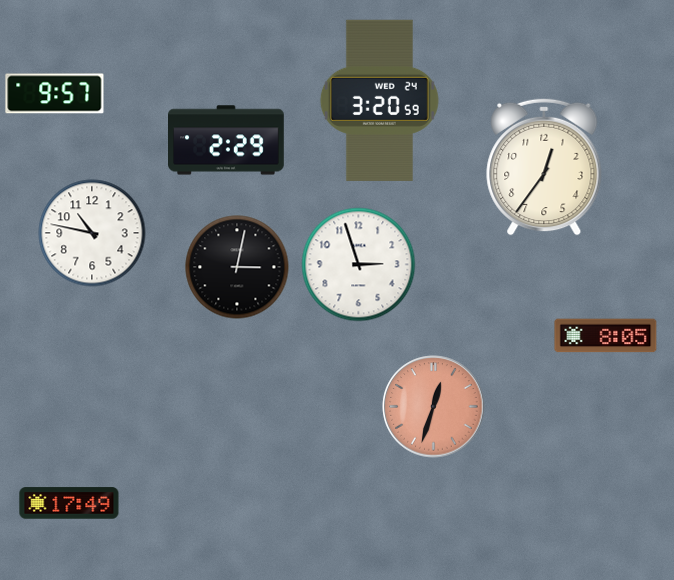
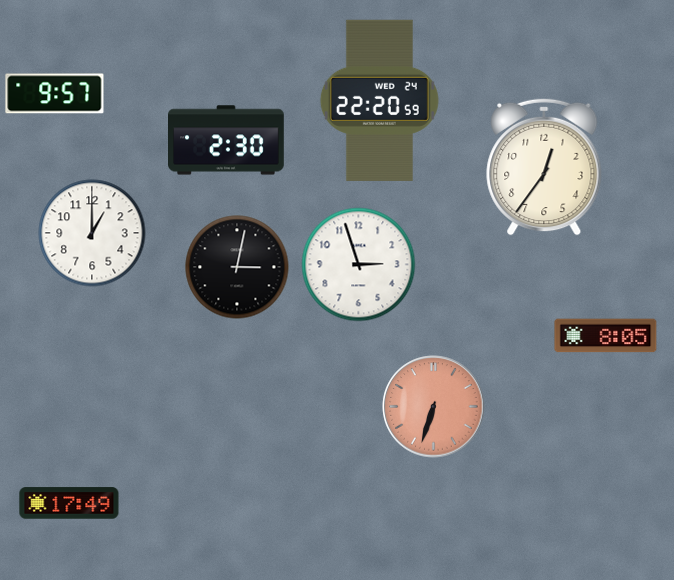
clock at (379, 100): 3:20 -> 22:20
clock at (227, 140): 2:29 -> 2:30
clock at (92, 233): 10:47 -> 1:00
clock at (434, 407): 12:33 -> 6:33
